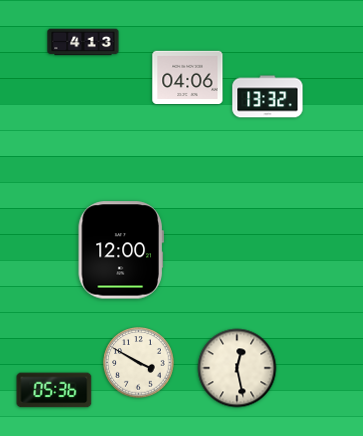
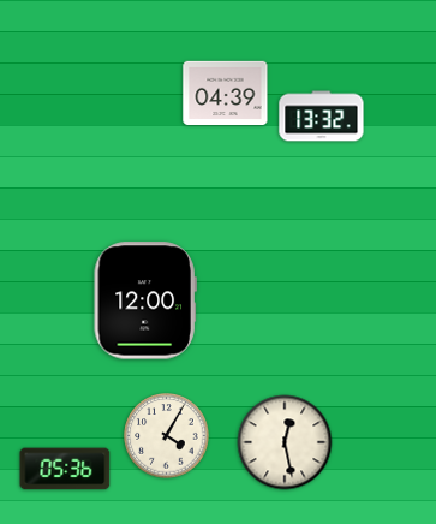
clock at (83, 42): 4:13 -> none
clock at (188, 78): 04:06 -> 04:39
clock at (139, 363): 3:50 -> 4:05
